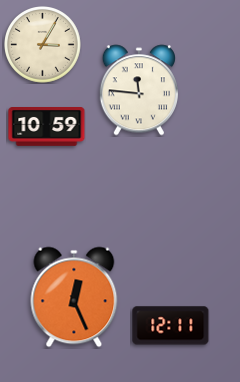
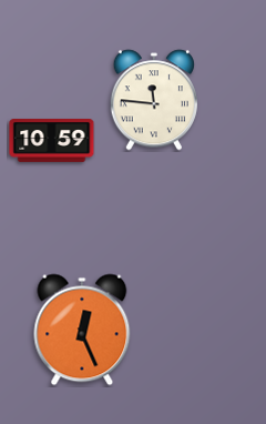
clock at (43, 45): 3:05 -> none
clock at (171, 326): 12:11 -> none
